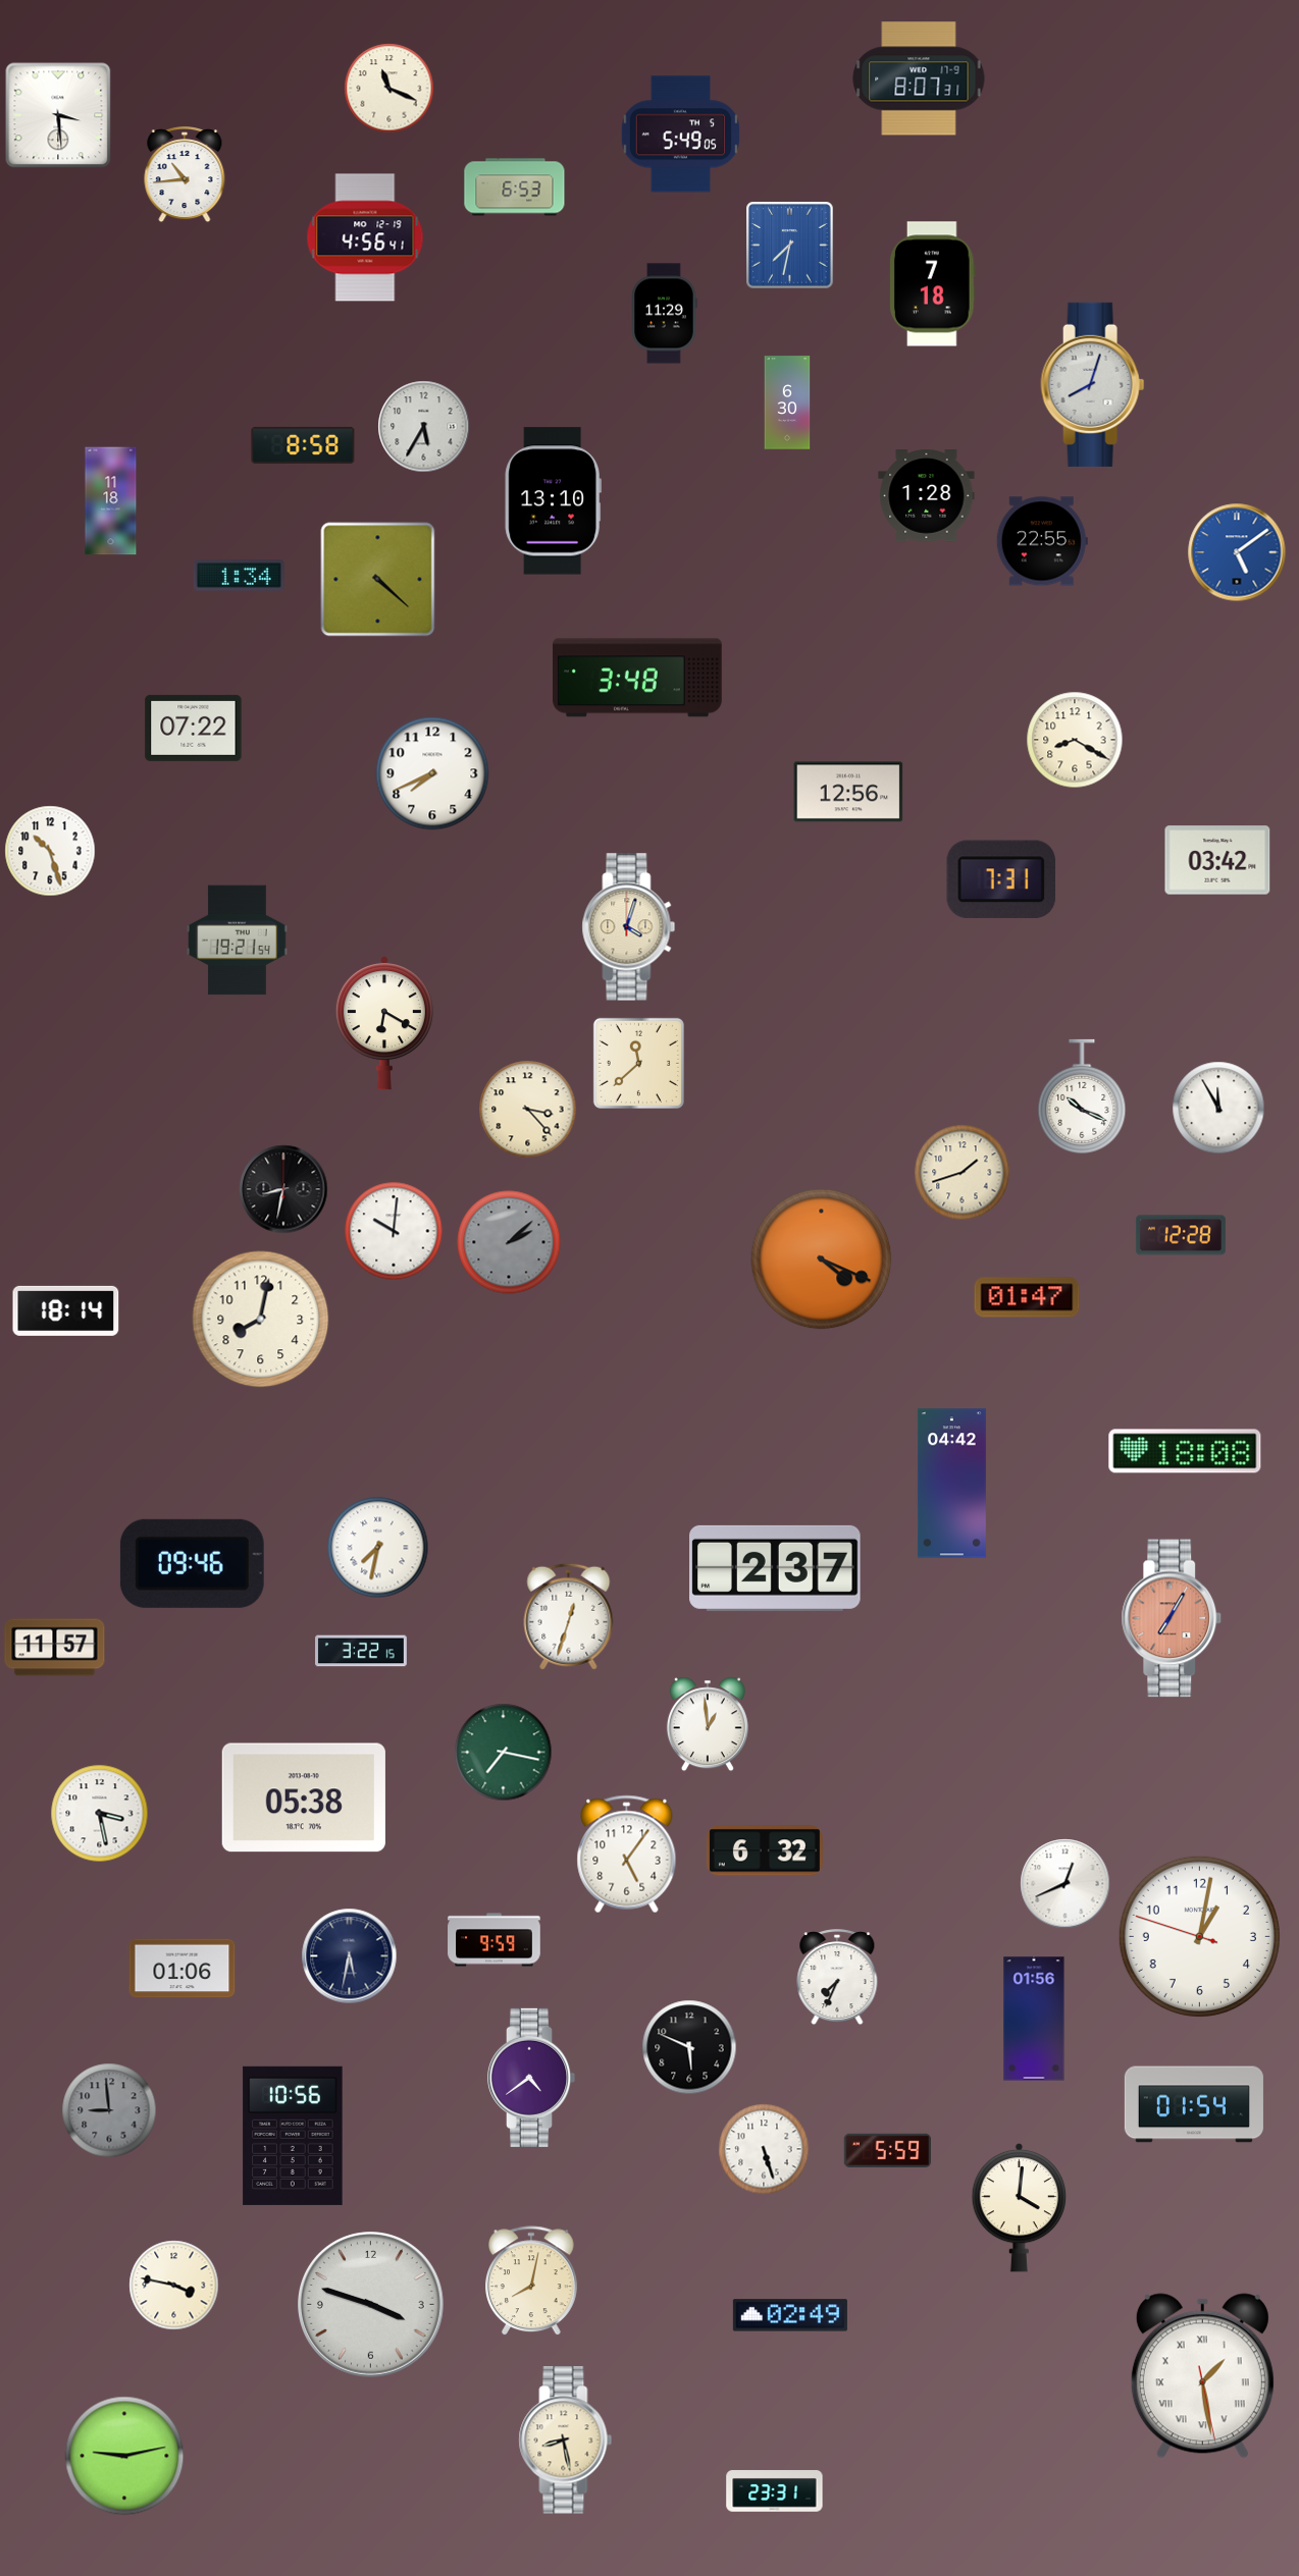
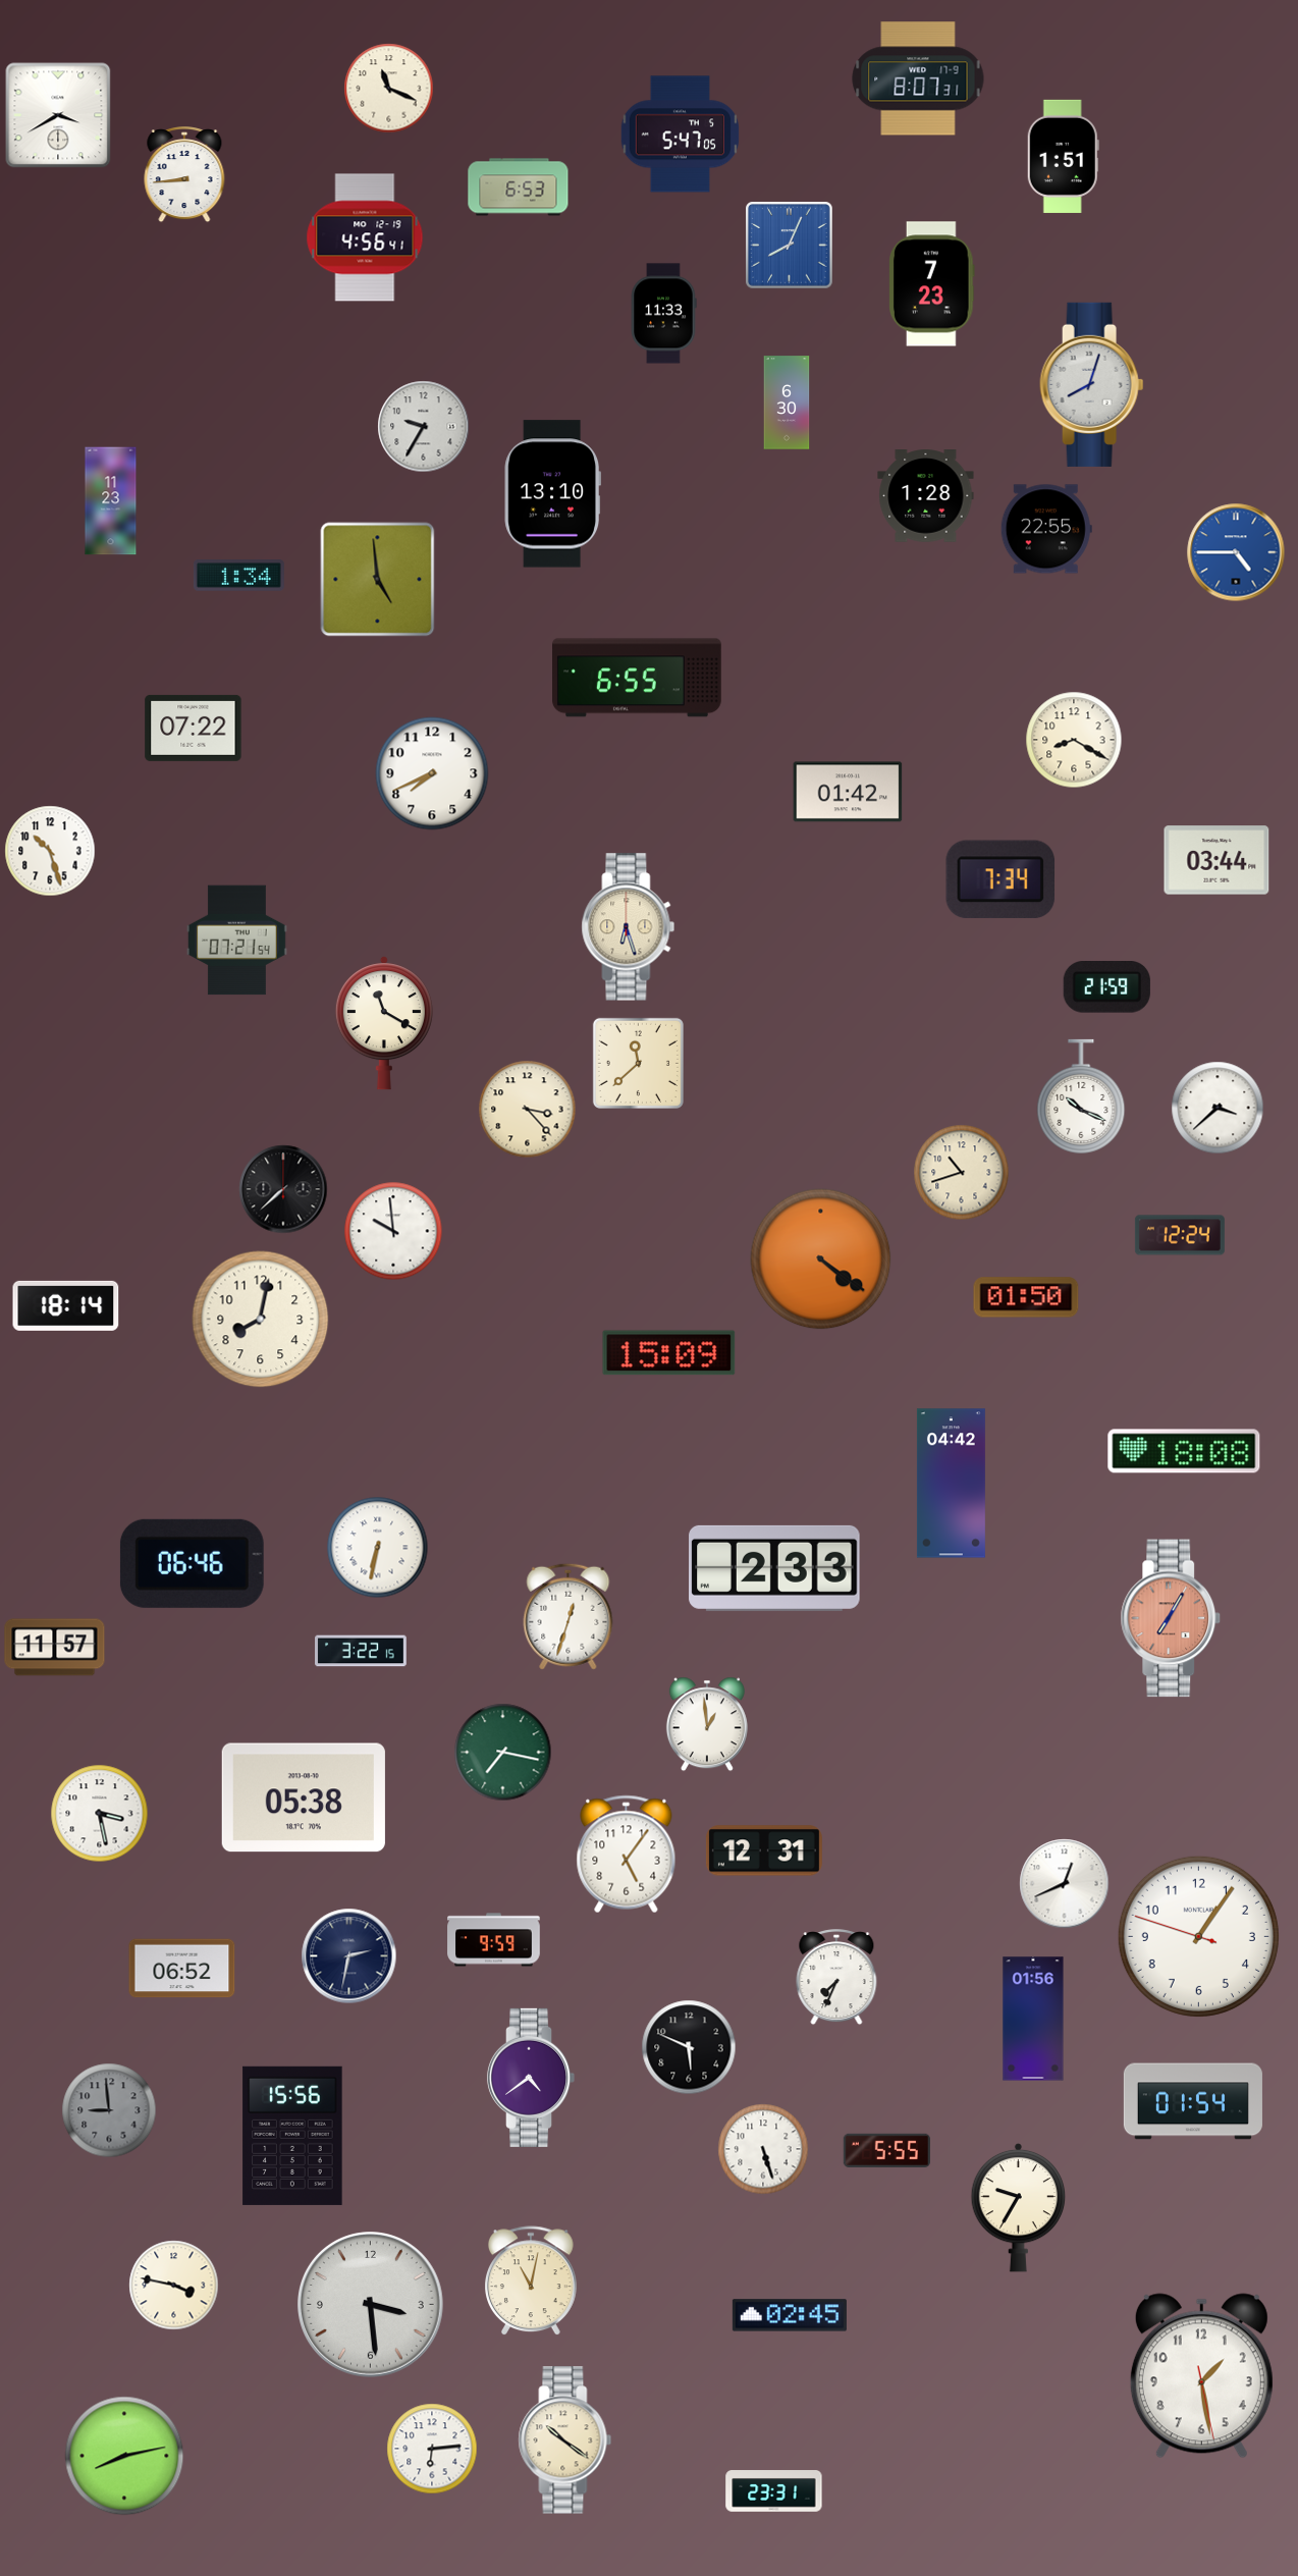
clock at (58, 115): 3:29 -> 3:40
clock at (680, 135): 5:49 -> 5:47
clock at (1063, 156): none -> 1:51
clock at (185, 175): 10:44 -> 8:44
clock at (515, 187) position: (515, 187) -> (519, 187)
clock at (790, 246): 7:32 -> 8:04
clock at (933, 284): 7:18 -> 7:23
clock at (664, 314): 11:29 -> 11:33
clock at (424, 427): 5:35 -> 9:35
clock at (303, 445): 8:58 -> none
clock at (111, 501): 11:18 -> 11:23
clock at (553, 501) position: (553, 501) -> (552, 494)
clock at (1042, 541) position: (1042, 541) -> (1046, 529)
clock at (1237, 552): 5:09 -> 4:45
clock at (378, 580): 4:22 -> 4:59
clock at (638, 678): 3:48 -> 6:55
clock at (848, 792): 12:56 -> 01:42
clock at (1217, 860): 03:42 -> 03:44
clock at (1001, 879): 7:31 -> 7:34
clock at (629, 927): 4:03 -> 6:27
clock at (237, 941): 19:21 -> 07:21
clock at (1106, 987): none -> 21:59
clock at (384, 1023): 6:20 -> 11:20
clock at (1218, 1108): 11:55 -> 3:38
clock at (963, 1173): 1:42 -> 10:42
clock at (283, 1189): 8:32 -> 7:38
clock at (394, 1231): 10:01 -> 9:59
clock at (1181, 1235): 12:28 -> 12:24
clock at (509, 1242): 2:08 -> none
clock at (822, 1259): 4:19 -> 4:21
clock at (1027, 1297): 01:47 -> 01:50
clock at (66, 1310) position: (66, 1310) -> (66, 1305)
clock at (669, 1353): none -> 15:09
clock at (378, 1548): 7:32 -> 6:32
clock at (192, 1563): 09:46 -> 06:46
clock at (775, 1568): 2:37 -> 2:33
clock at (765, 1850): 6:32 -> 12:31
clock at (1199, 1936): 1:01 -> 1:05
clock at (350, 1956): 5:32 -> 2:32
clock at (183, 1969): 01:06 -> 06:52
clock at (1194, 2104) position: (1194, 2104) -> (1193, 2101)
clock at (293, 2136): 10:56 -> 15:56
clock at (887, 2150): 5:59 -> 5:55
clock at (1020, 2207): 4:01 -> 9:35
clock at (532, 2282): 8:02 -> 11:02
clock at (371, 2305): 3:48 -> 3:29
clock at (790, 2315): 02:49 -> 02:45
clock at (1202, 2376) numerals: Roman -> Arabic
clock at (566, 2440): 8:28 -> 10:21
clock at (432, 2449): none -> 6:14
clock at (124, 2456): 9:13 -> 8:13
